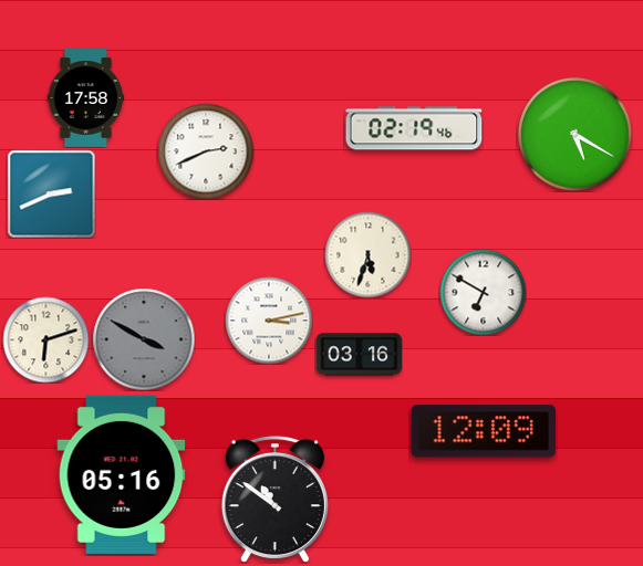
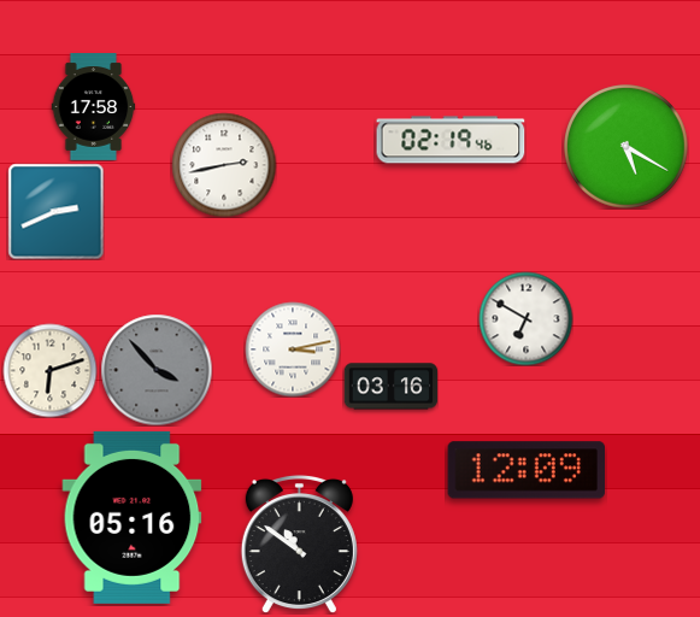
clock at (206, 151): 2:41 -> 2:43
clock at (367, 254): 5:33 -> none
clock at (144, 339): 3:50 -> 3:53
